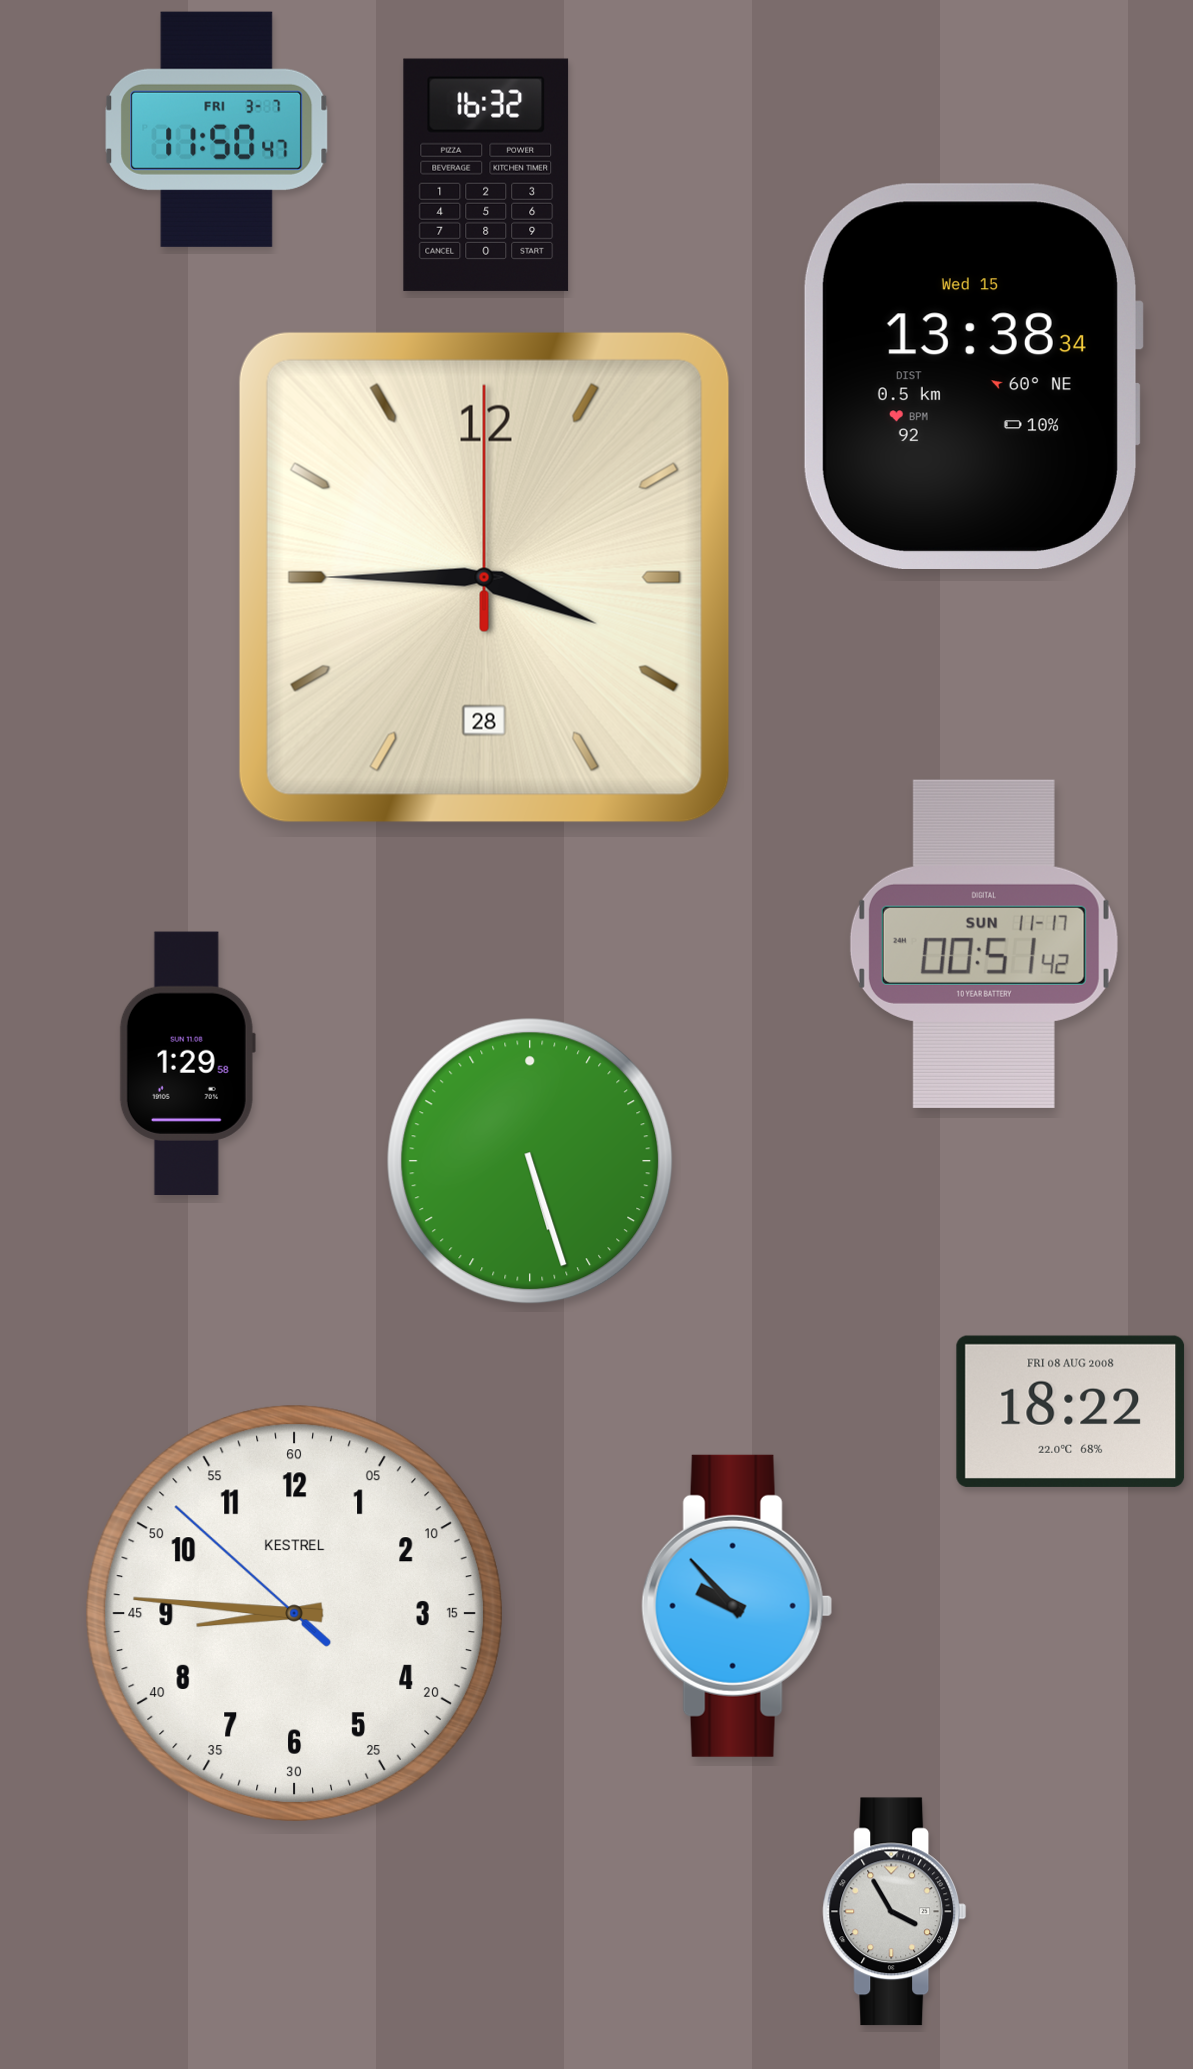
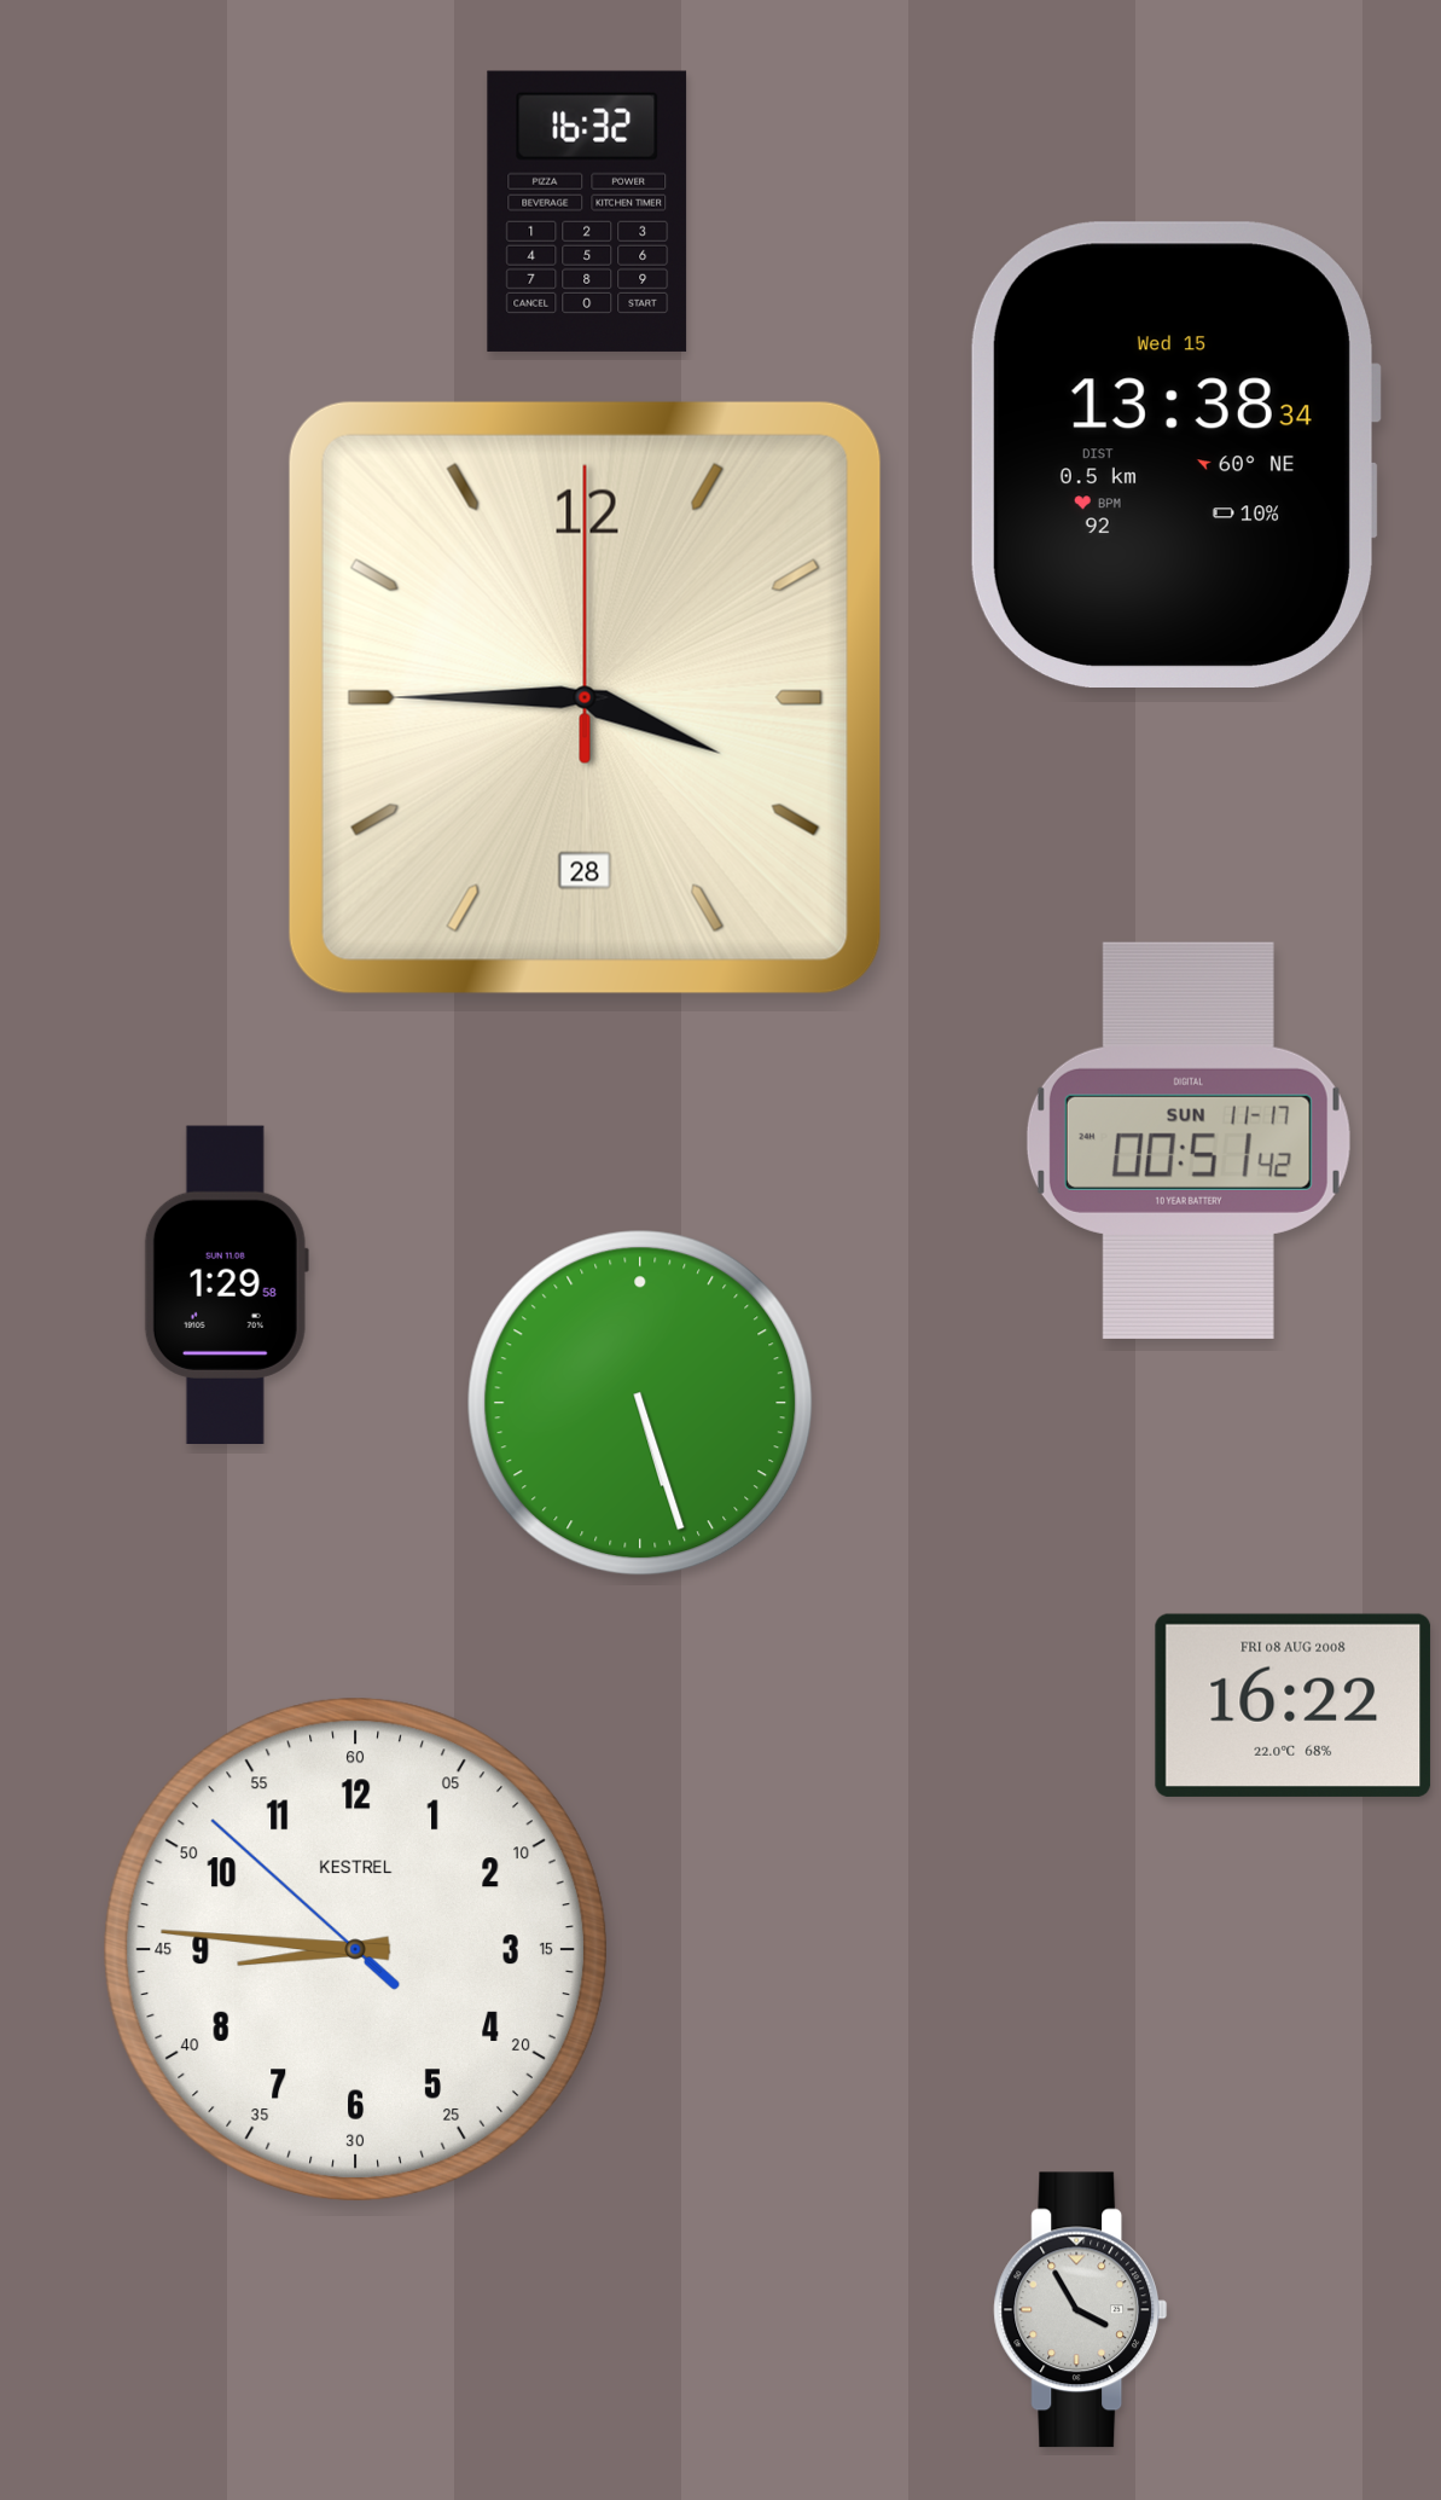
clock at (217, 129): 11:50 -> none
clock at (1071, 1411): 18:22 -> 16:22
clock at (737, 1606): 9:53 -> none
